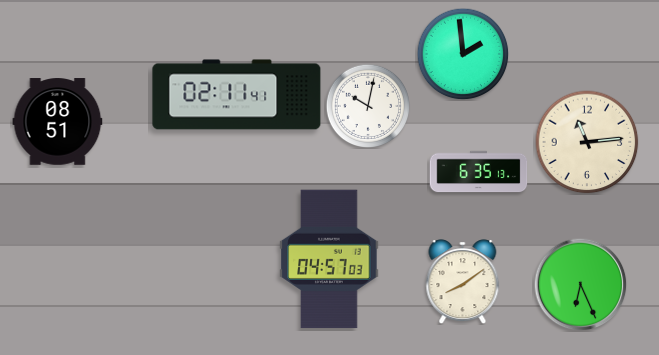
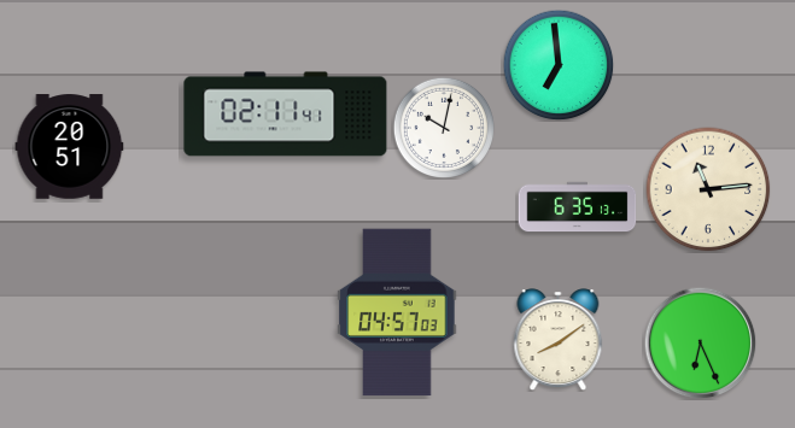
clock at (463, 54): 1:59 -> 6:59
clock at (58, 122): 08:51 -> 20:51
clock at (587, 142) position: (587, 142) -> (708, 189)
